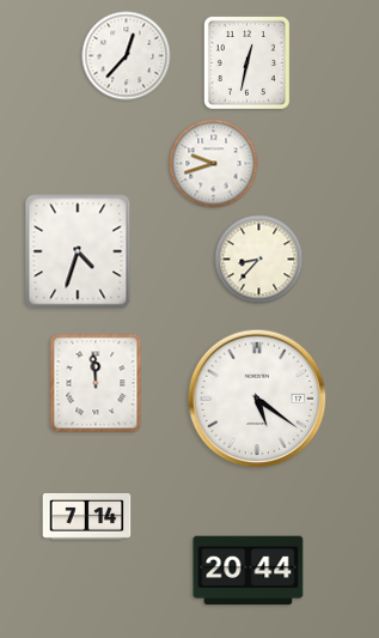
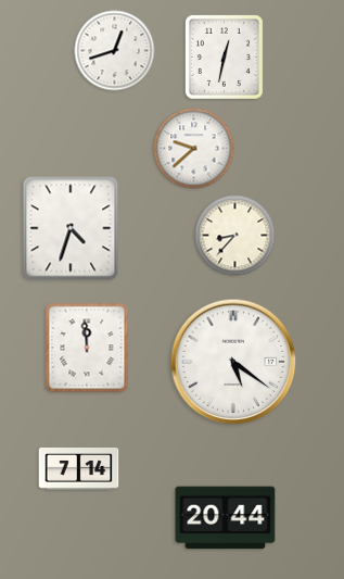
clock at (127, 56): 12:37 -> 12:42
clock at (214, 164): 9:42 -> 9:38
